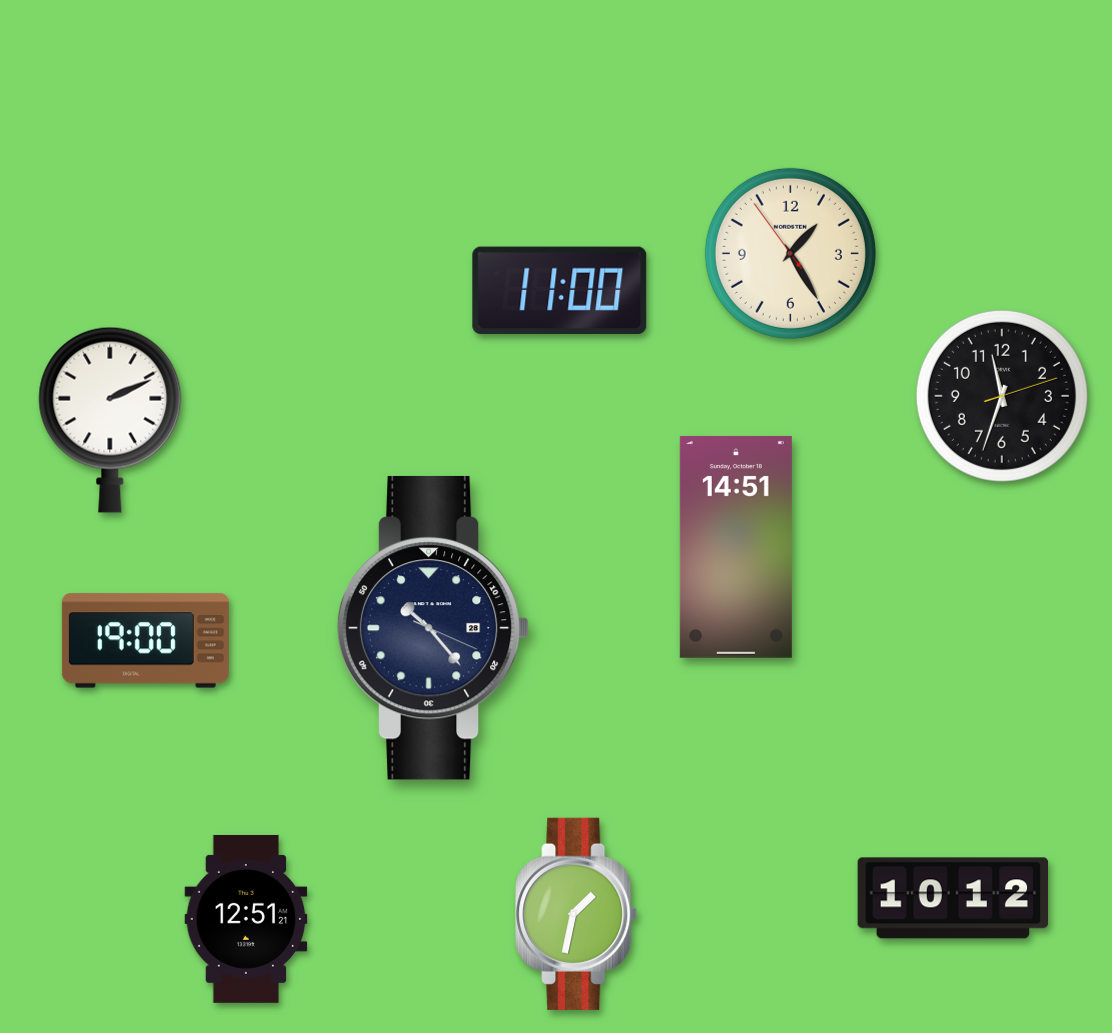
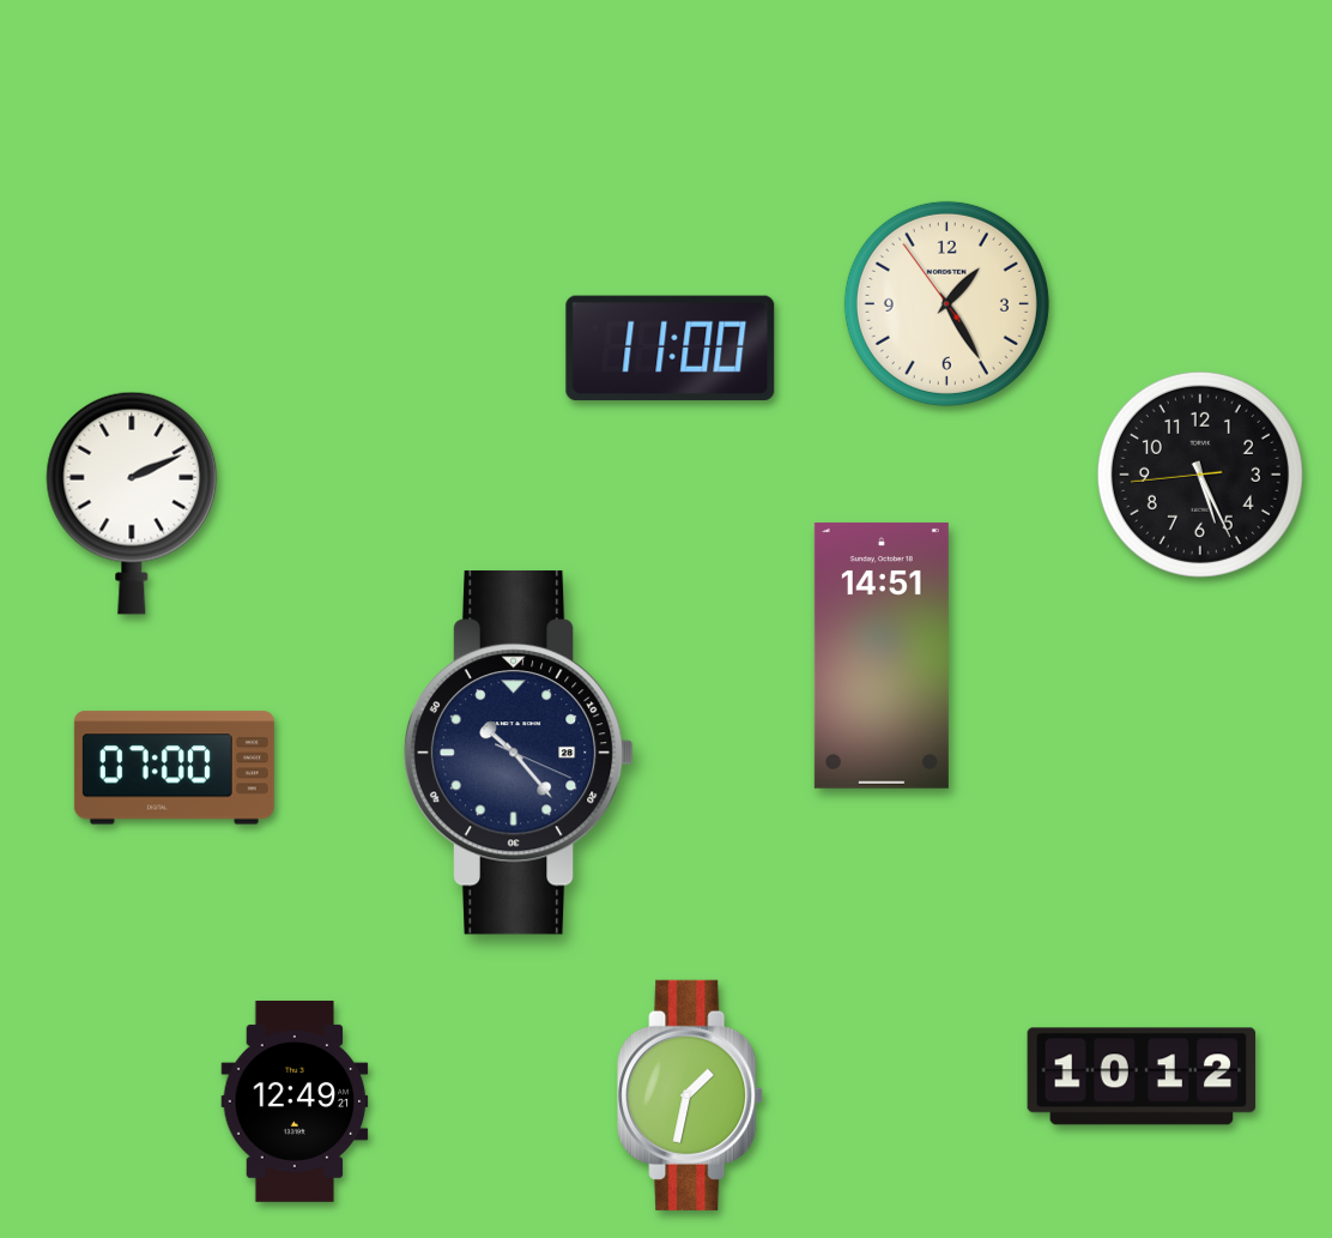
clock at (1002, 396): 11:33 -> 5:25
clock at (145, 641): 19:00 -> 07:00
clock at (246, 919): 12:51 -> 12:49
